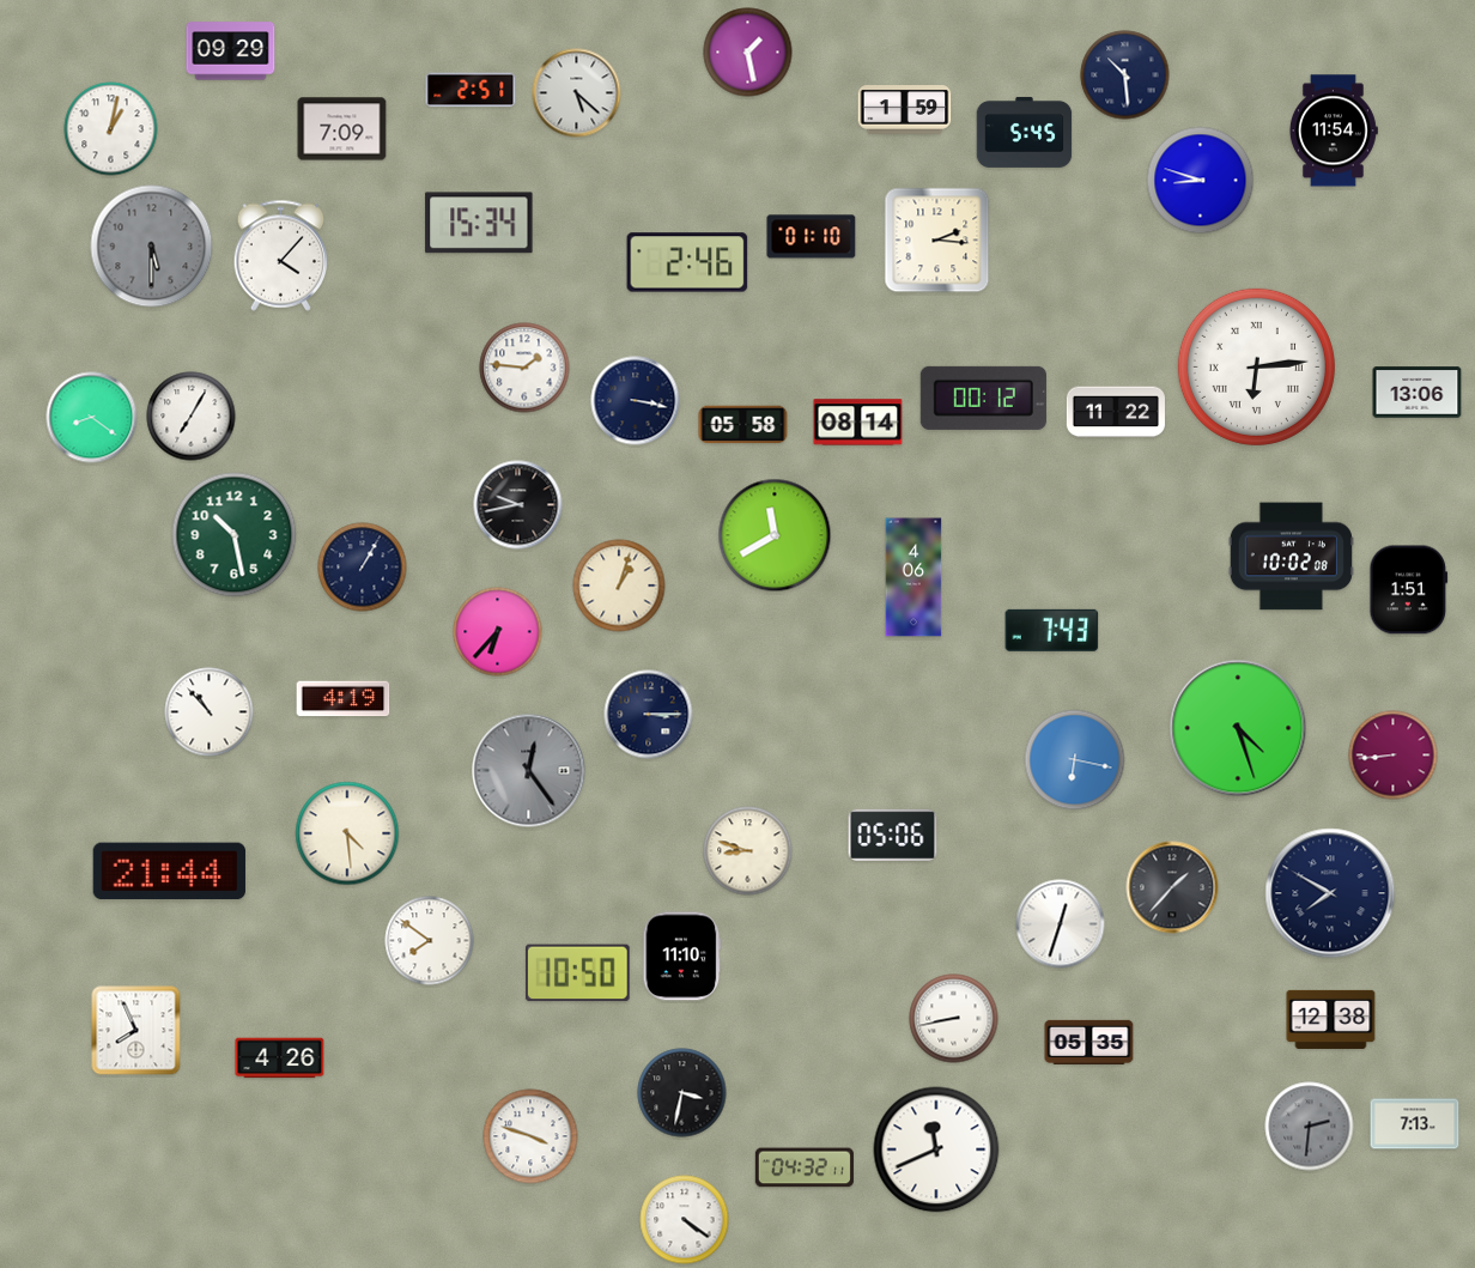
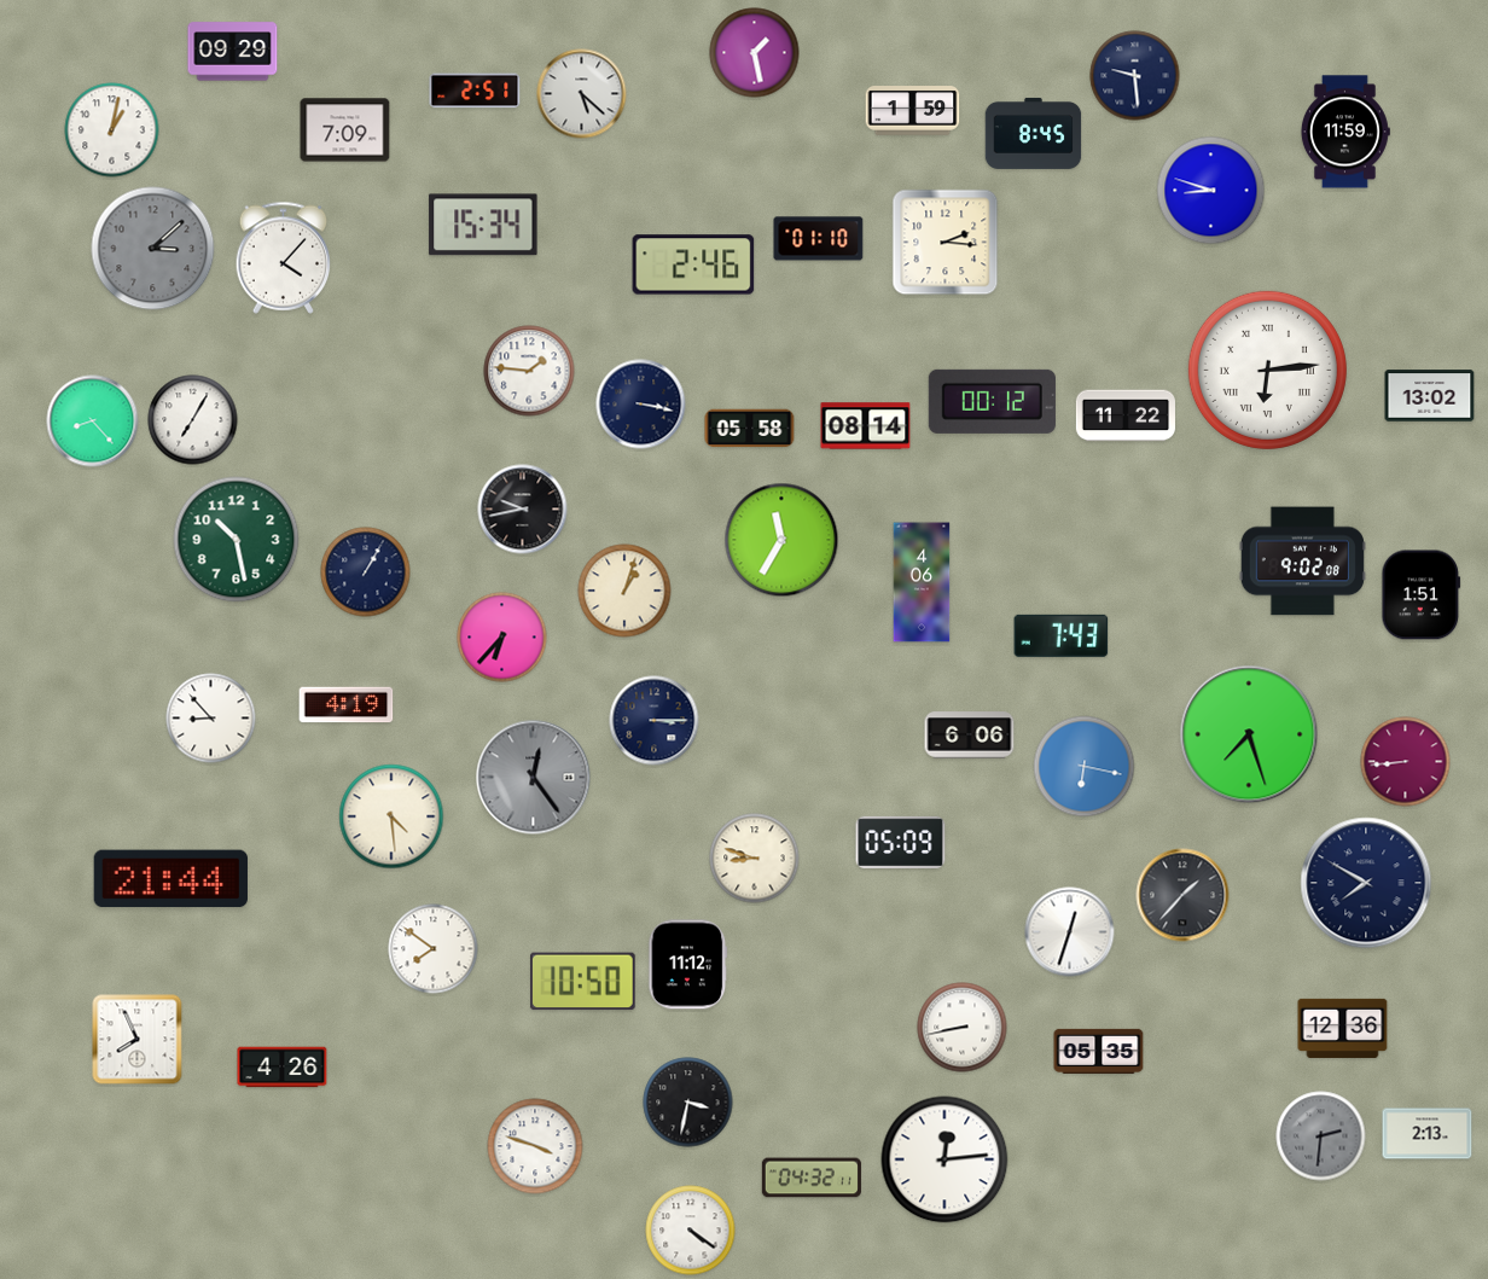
clock at (1125, 75): 10:29 -> 9:29
clock at (1333, 131): 11:54 -> 11:59
clock at (1025, 132): 5:45 -> 8:45
clock at (1201, 181) position: (1201, 181) -> (1211, 191)
clock at (152, 247): 5:30 -> 3:08
clock at (1418, 393): 13:06 -> 13:02
clock at (92, 418): 8:21 -> 8:23
clock at (775, 535): 11:40 -> 11:35
clock at (1291, 557): 10:02 -> 9:02
clock at (210, 712): 10:53 -> 8:53
clock at (1238, 728): 4:27 -> 7:27
clock at (970, 736): none -> 6:06
clock at (347, 833) position: (347, 833) -> (391, 816)
clock at (893, 835): 05:06 -> 05:09
clock at (1330, 893) position: (1330, 893) -> (1366, 883)
clock at (682, 957): 11:10 -> 11:12
clock at (1331, 1019): 12:38 -> 12:36
clock at (1415, 1124): 7:13 -> 2:13
clock at (936, 1149): 11:41 -> 12:14
